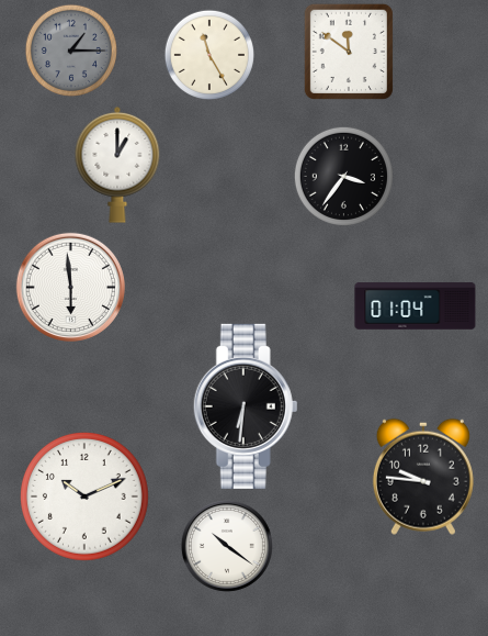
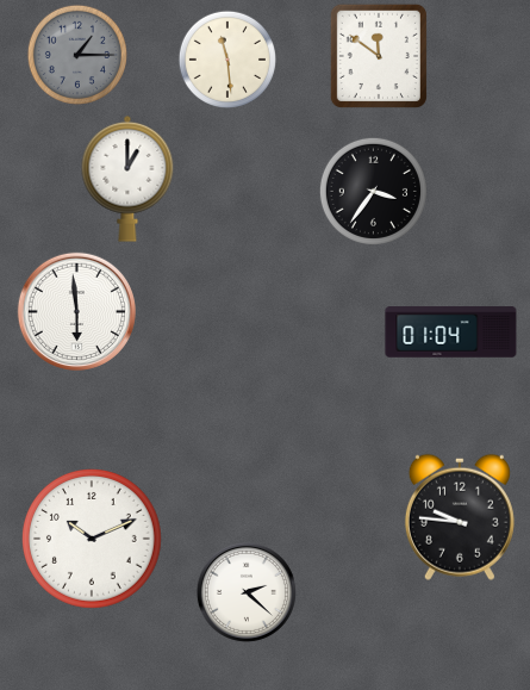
clock at (208, 54): 11:25 -> 11:29
clock at (246, 406): 6:31 -> none
clock at (227, 546): 10:21 -> 2:22
